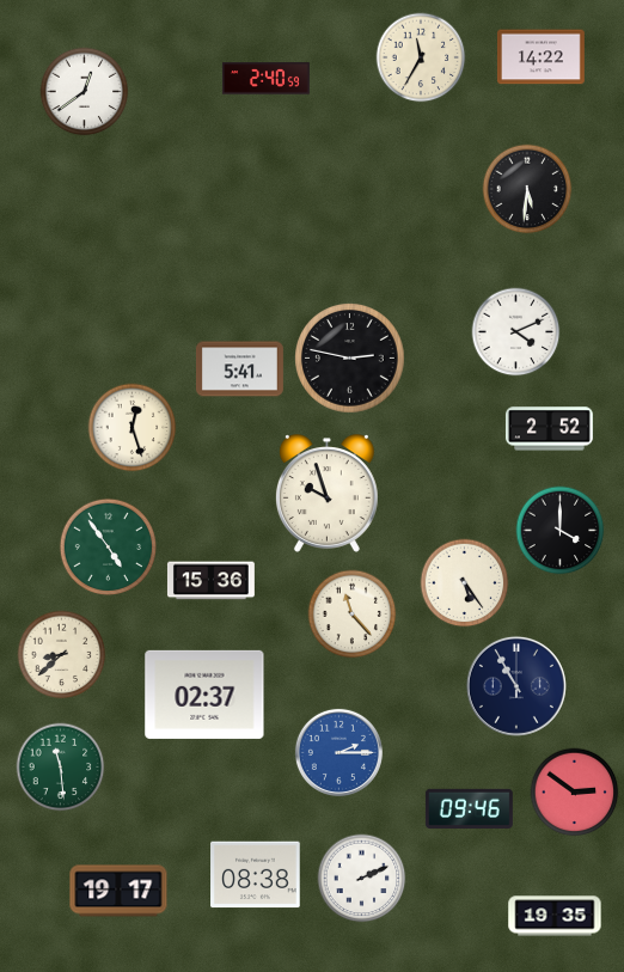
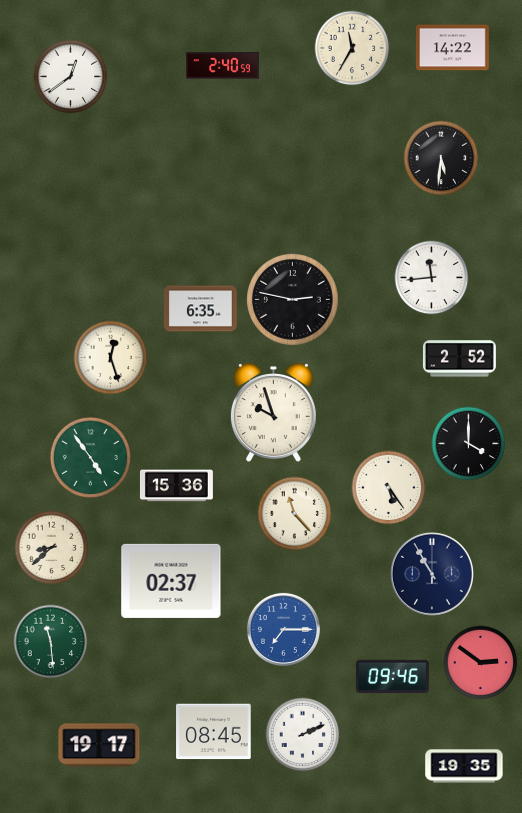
clock at (516, 332): 4:11 -> 11:44
clock at (239, 369): 5:41 -> 6:35
clock at (338, 752): 2:15 -> 7:15
clock at (256, 875): 08:38 -> 08:45
